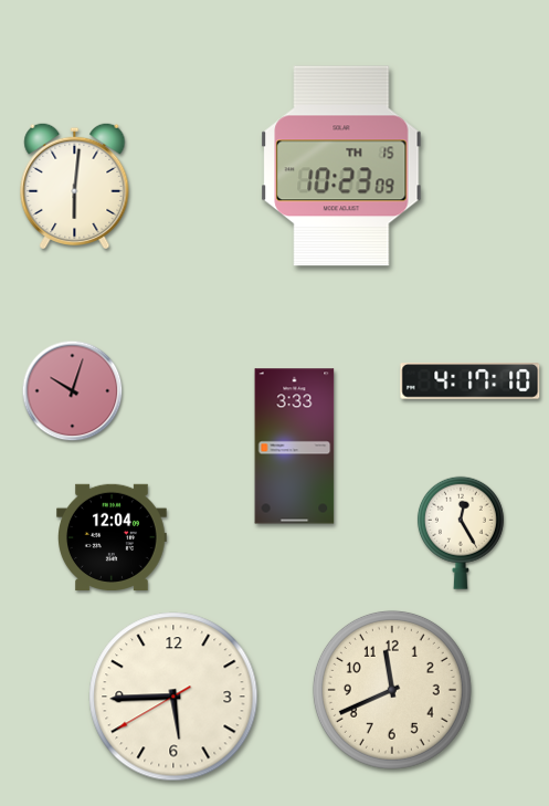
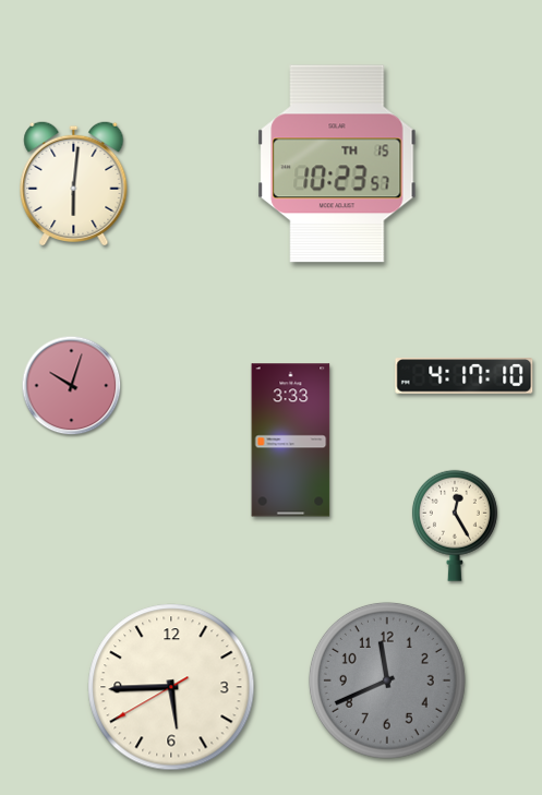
clock at (341, 166): 10:23:09 -> 10:23:57
clock at (113, 536): 12:04 -> none
clock at (392, 690) dial: cream -> grey
